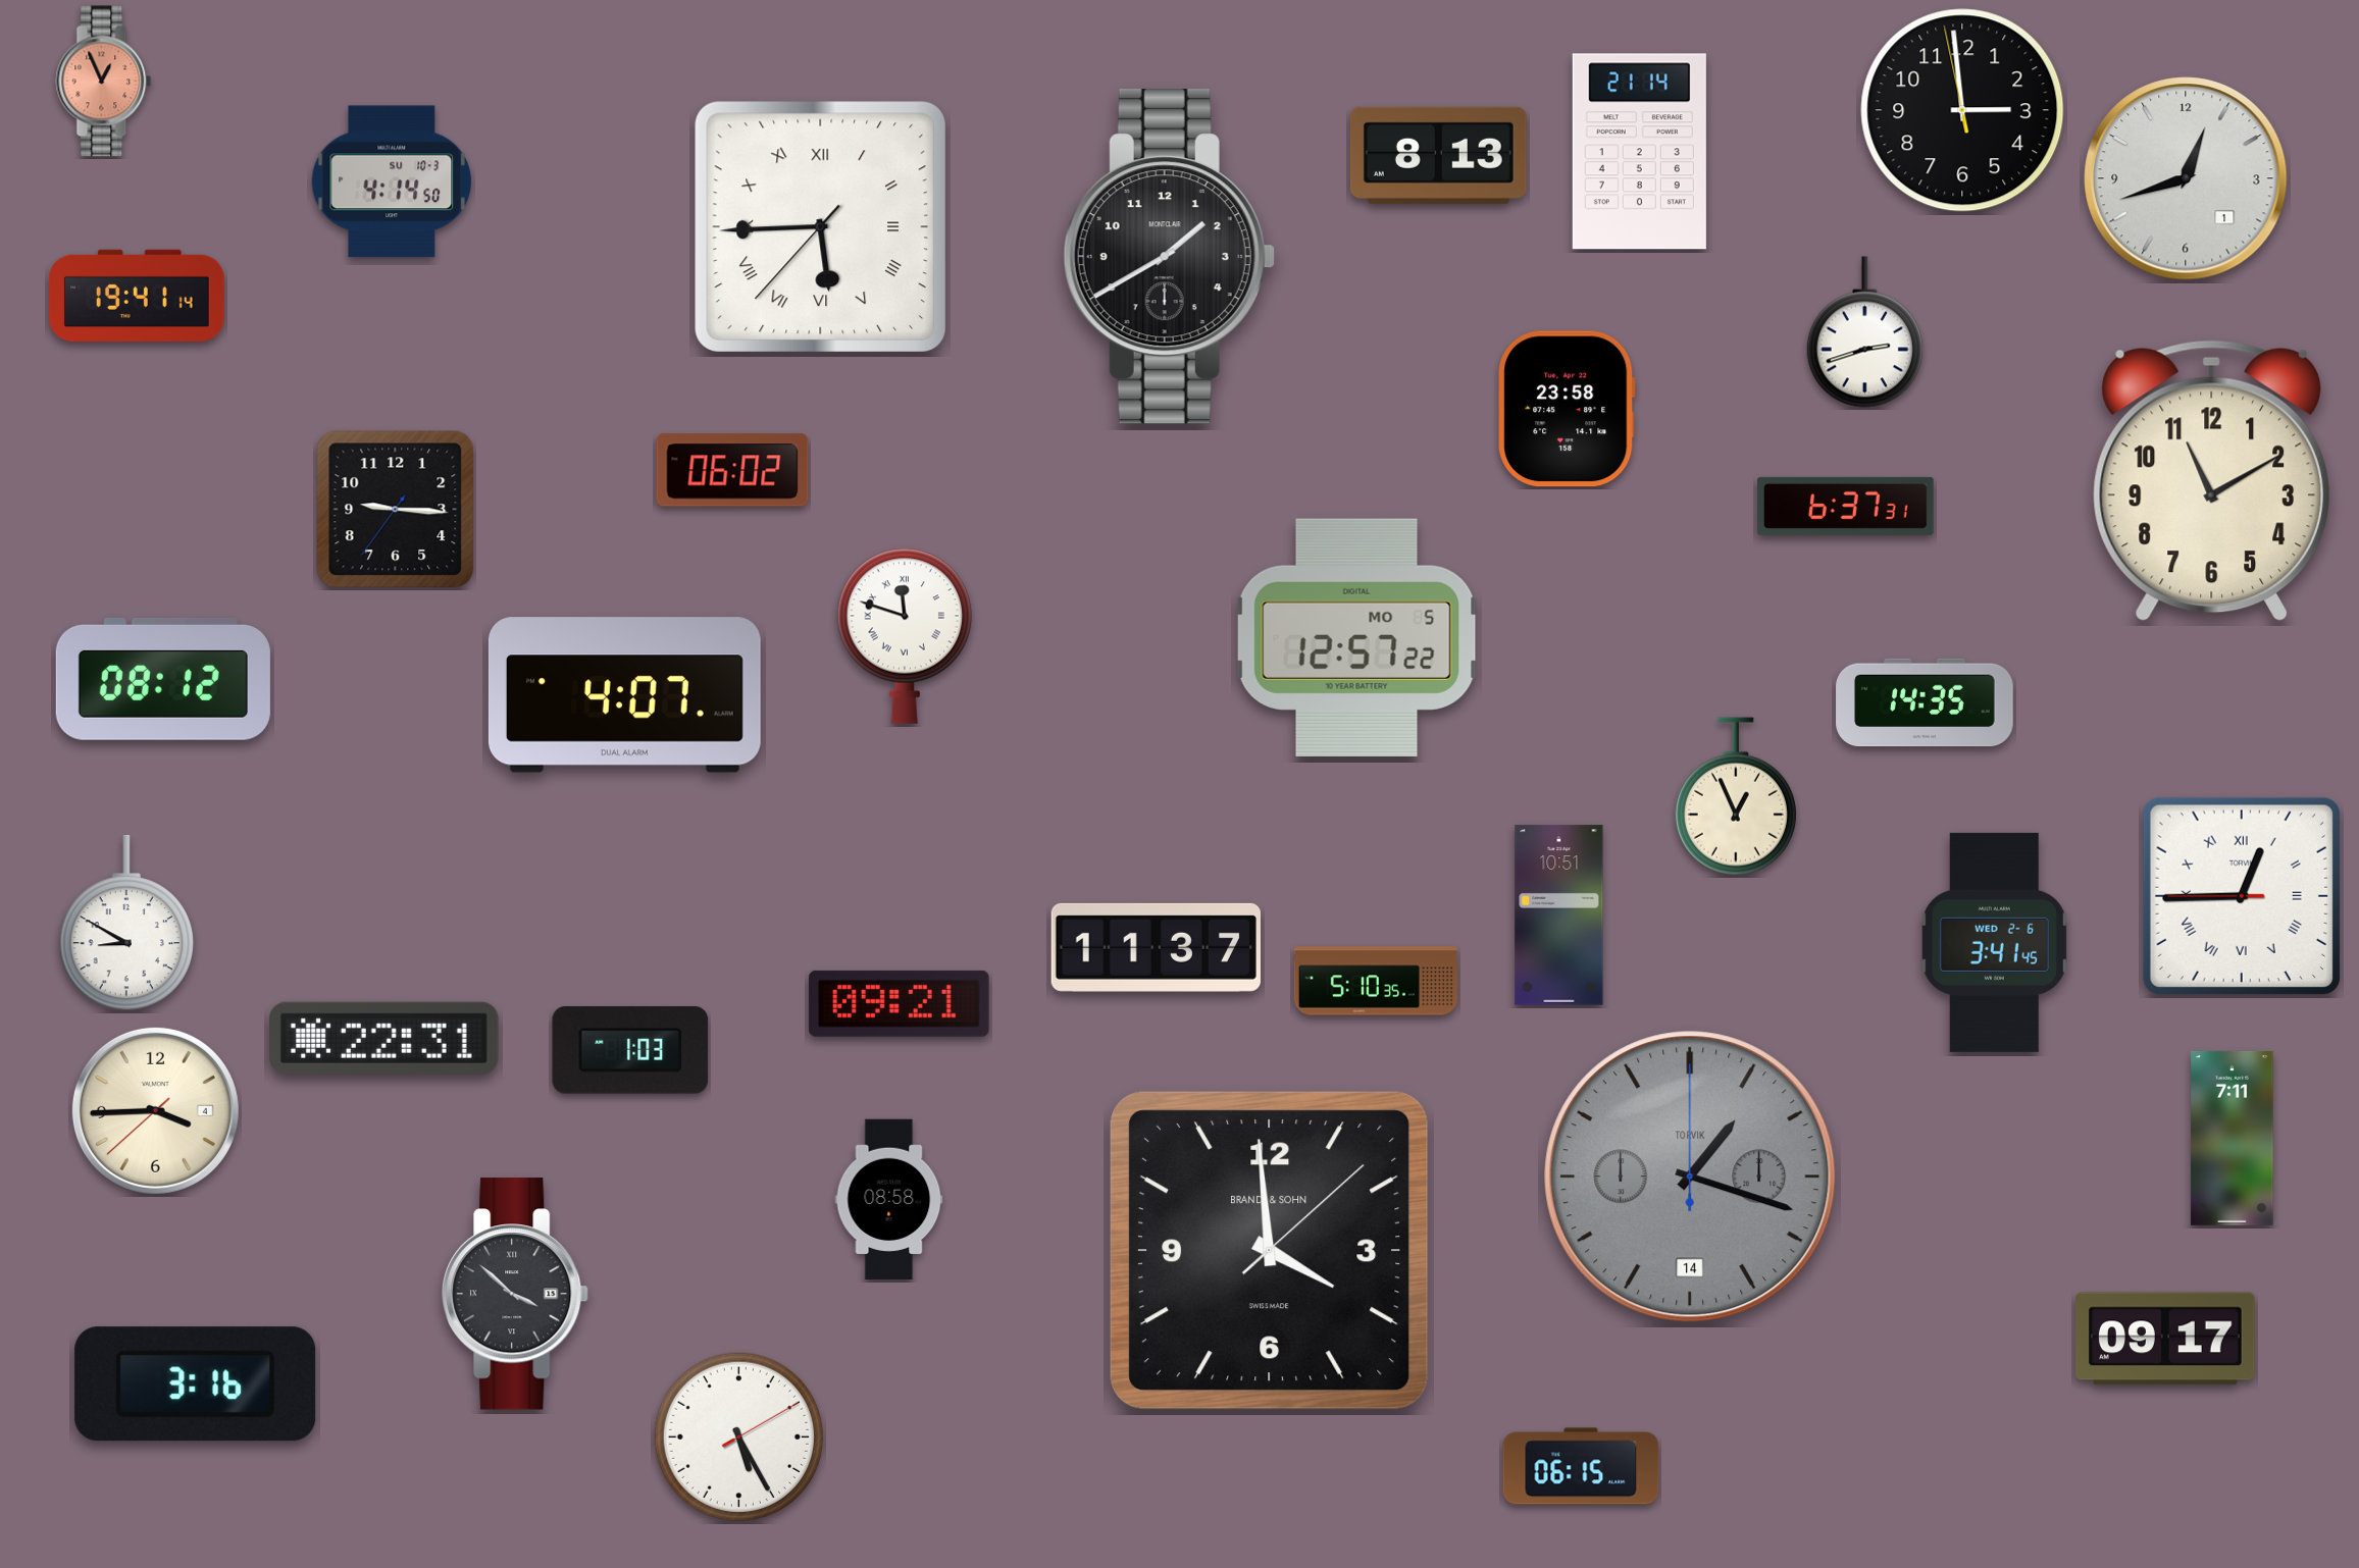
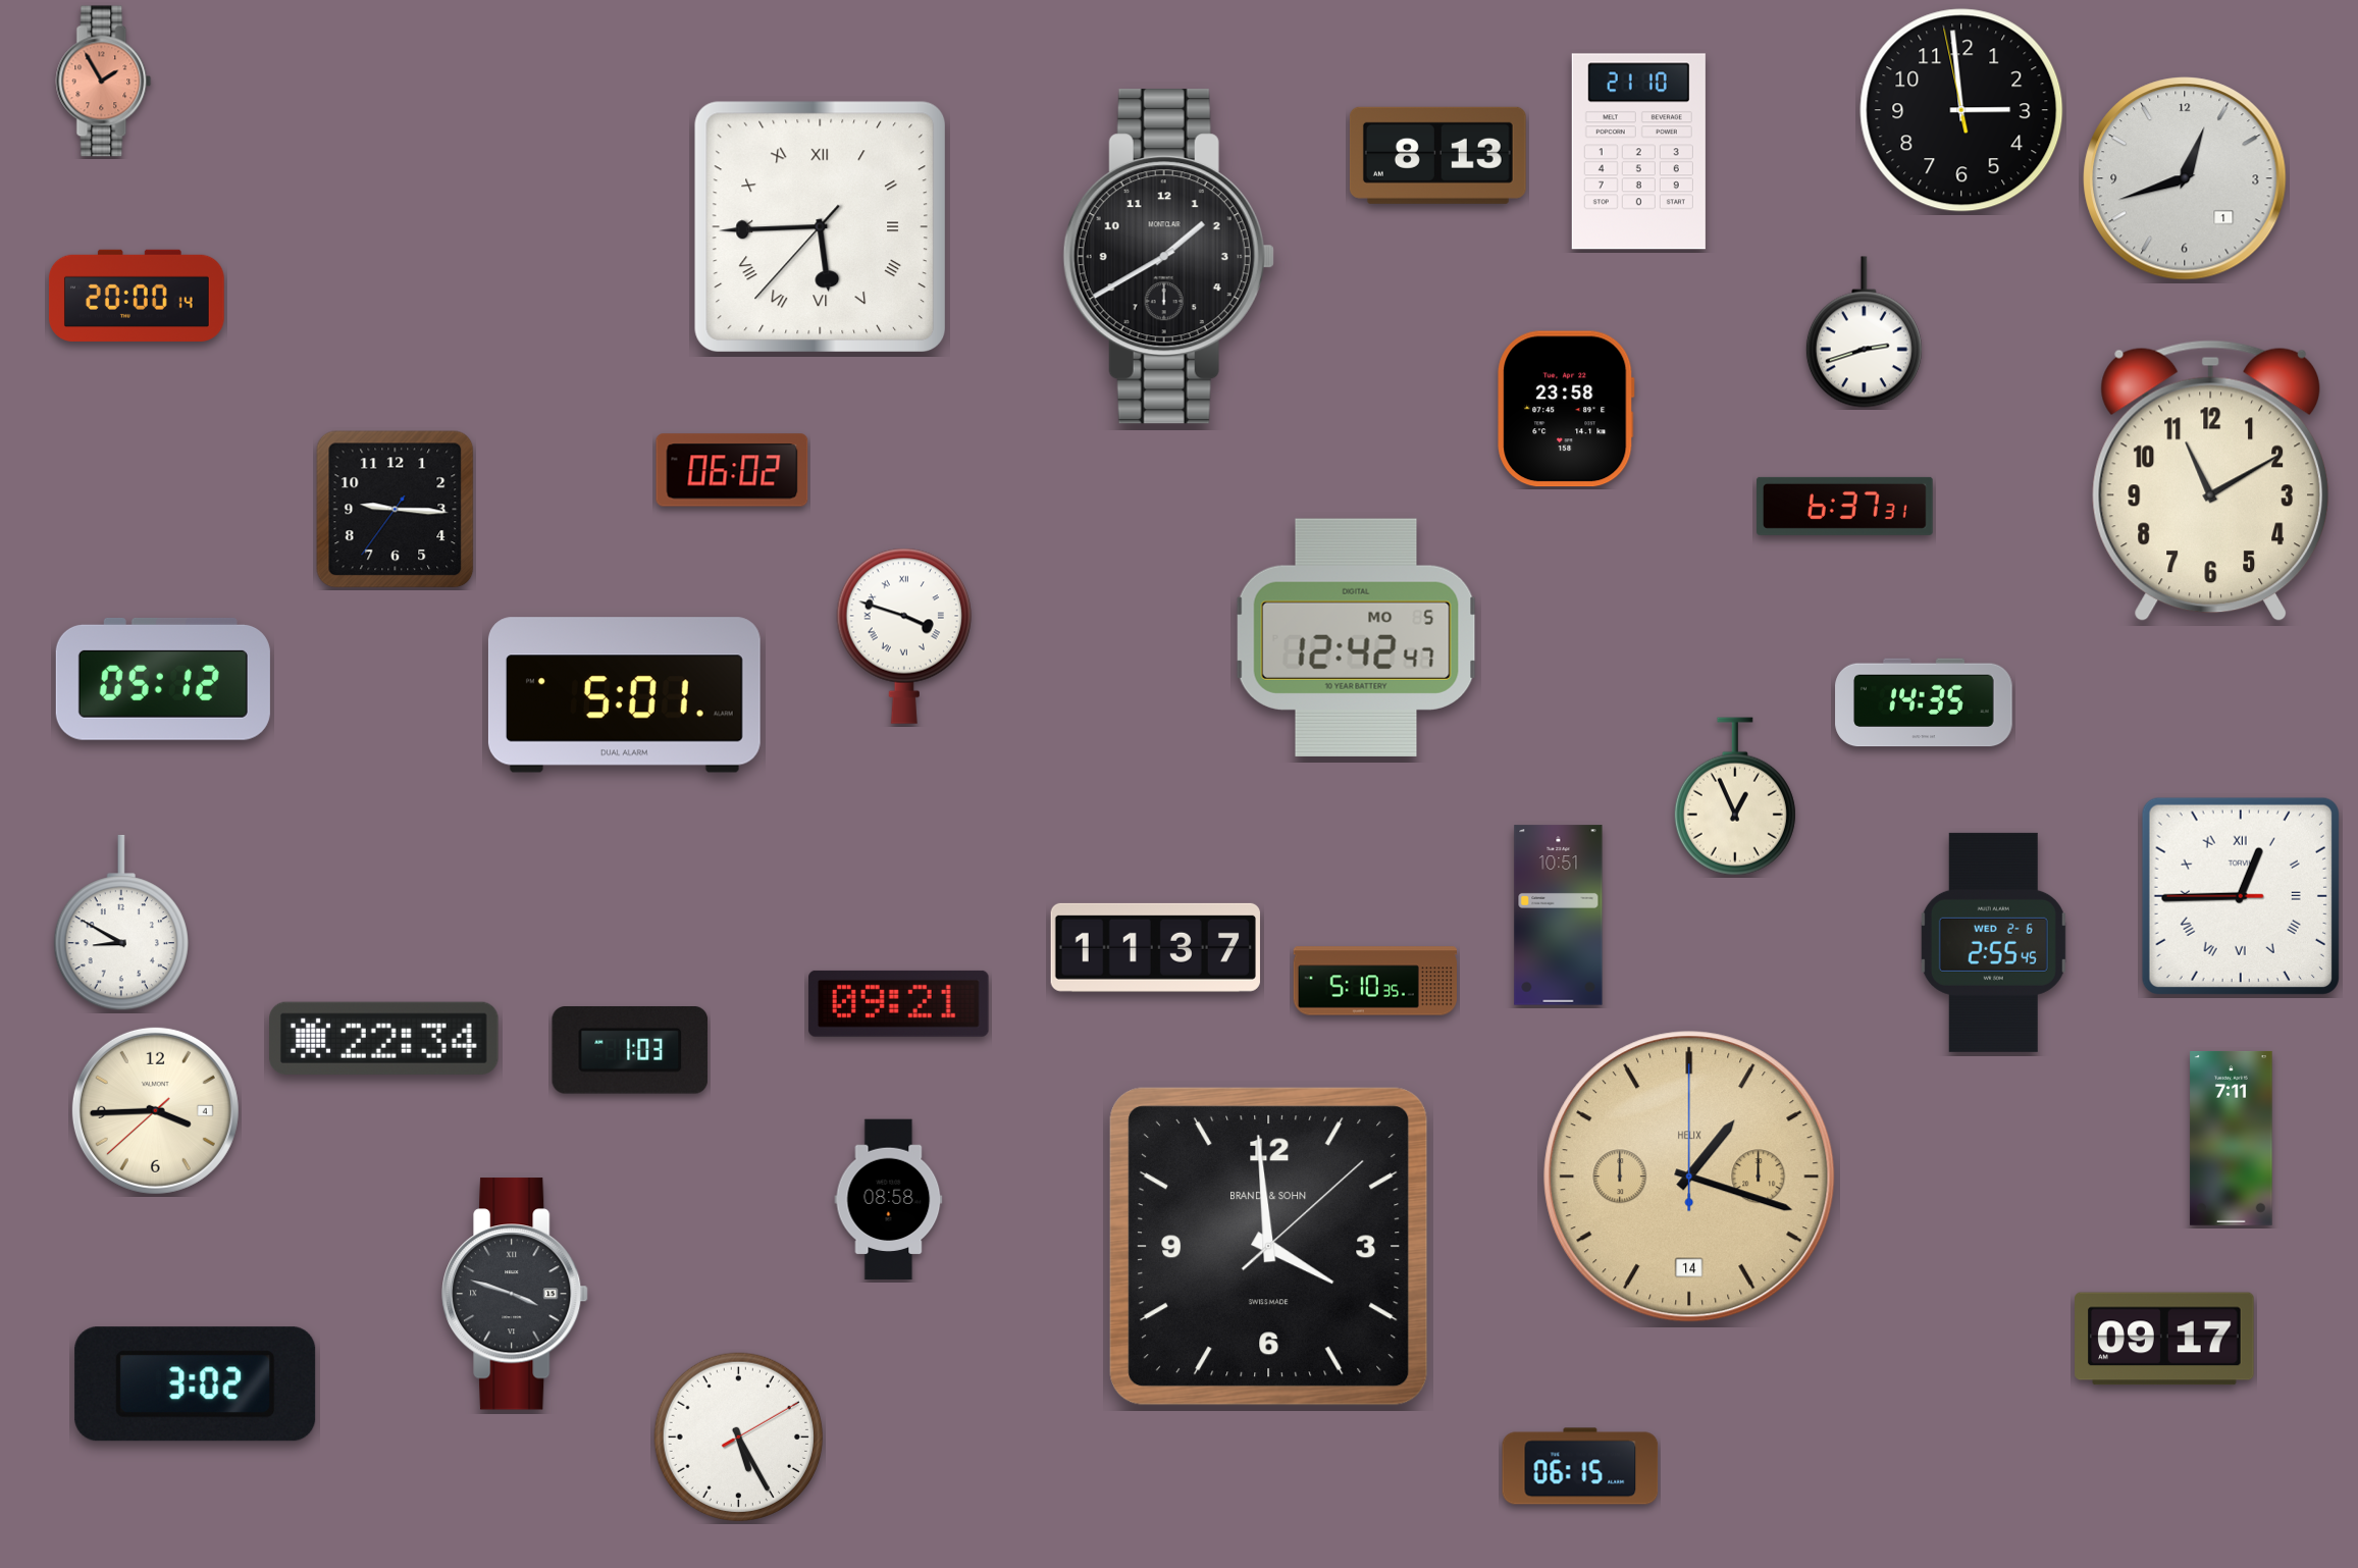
clock at (104, 82): 12:56 -> 1:55
clock at (1639, 152): 21:14 -> 21:10
clock at (392, 181): 4:14 -> none
clock at (137, 296): 19:41 -> 20:00
clock at (905, 636): 11:48 -> 3:48
clock at (1356, 637): 12:57 -> 12:42
clock at (163, 679): 08:12 -> 05:12
clock at (624, 695): 4:07 -> 5:01
clock at (126, 923) position: (126, 923) -> (121, 923)
clock at (1994, 942): 3:41 -> 2:55
clock at (384, 1038): 22:31 -> 22:34
clock at (1690, 1177) dial: grey -> champagne
clock at (1690, 1177) brand: TORVIK -> HELIX
clock at (1269, 1250) position: (1269, 1250) -> (1268, 1246)
clock at (515, 1294): 3:52 -> 3:48
clock at (196, 1384): 3:16 -> 3:02
